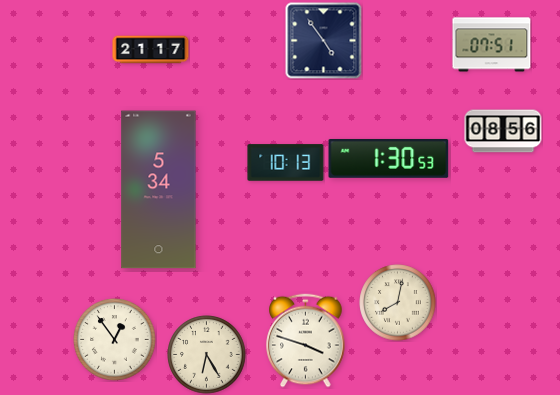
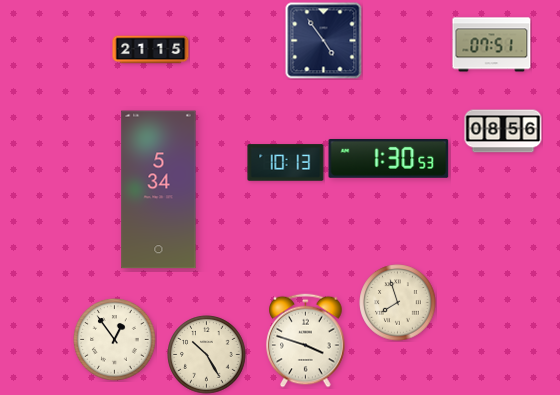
clock at (151, 50): 21:17 -> 21:15
clock at (398, 303): 8:02 -> 7:57
clock at (207, 355): 6:25 -> 10:25
